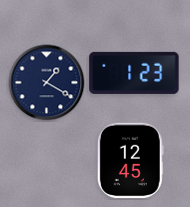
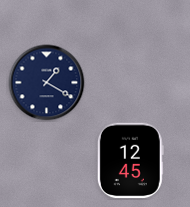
clock at (134, 73): 1:23 -> none
